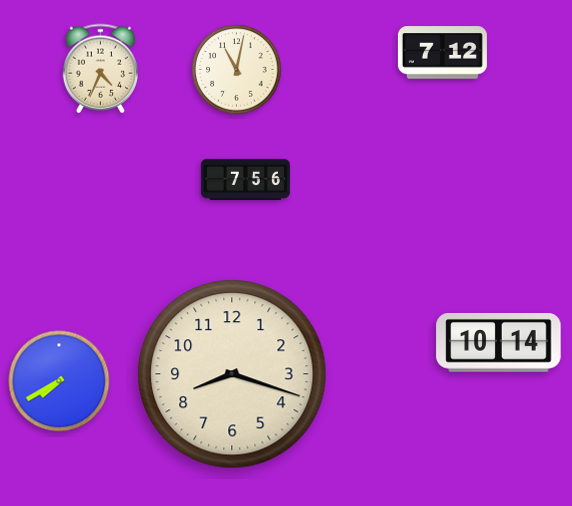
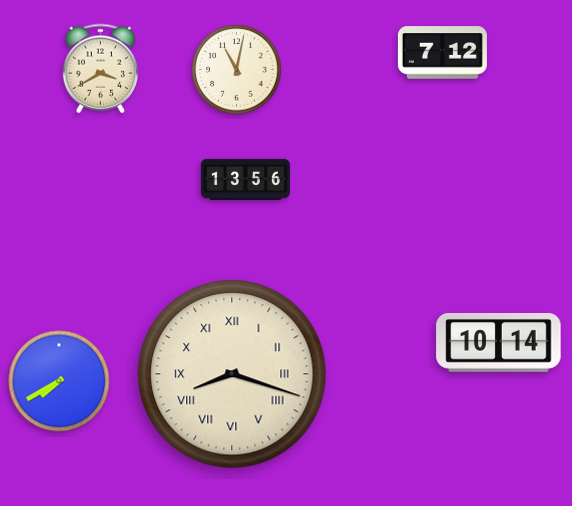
clock at (100, 69): 4:34 -> 3:40
clock at (245, 179): 7:56 -> 13:56
clock at (232, 374) numerals: Arabic -> Roman
